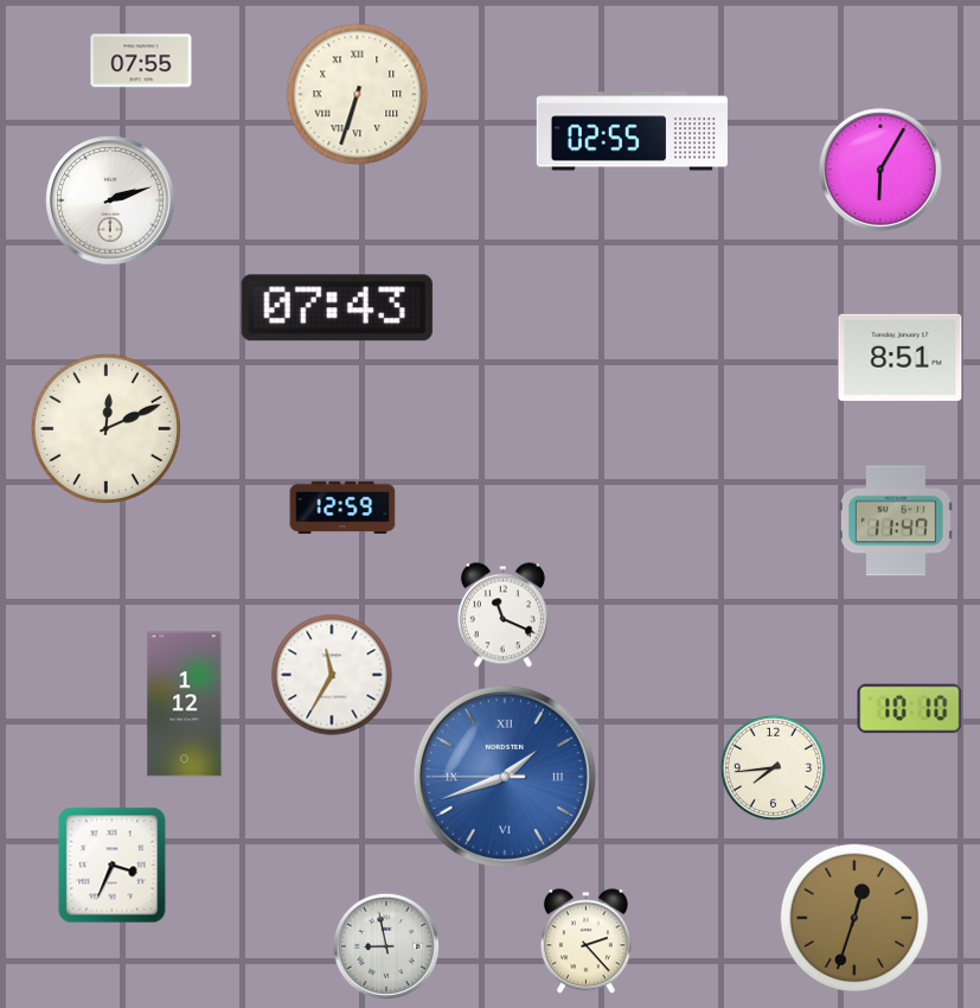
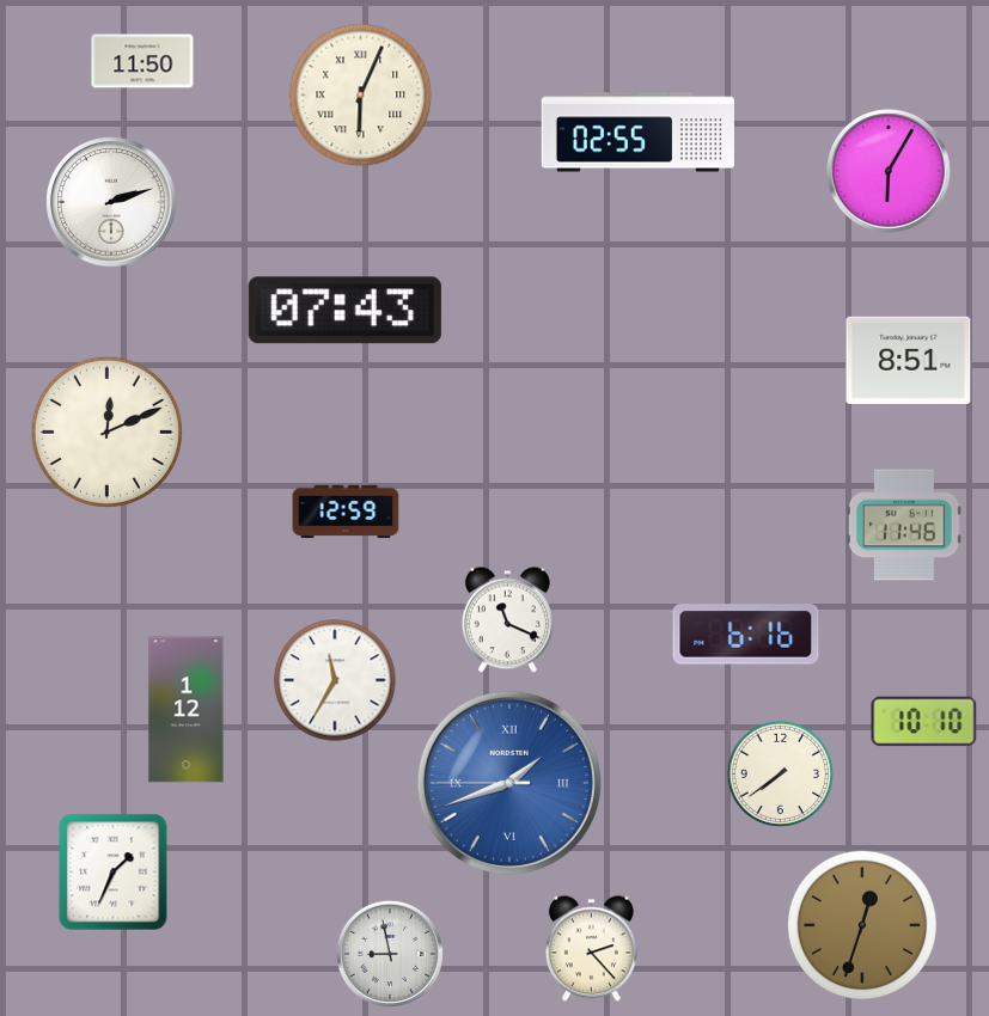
clock at (141, 60): 07:55 -> 11:50
clock at (358, 95): 6:33 -> 6:04
clock at (337, 308) position: (337, 308) -> (344, 311)
clock at (896, 521): 11:47 -> 11:46
clock at (746, 635): none -> 6:16
clock at (910, 709) position: (910, 709) -> (924, 722)
clock at (773, 767): 7:44 -> 7:39
clock at (113, 866): 3:34 -> 1:34
